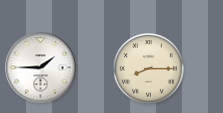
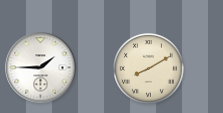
clock at (149, 69): 8:15 -> 8:10
